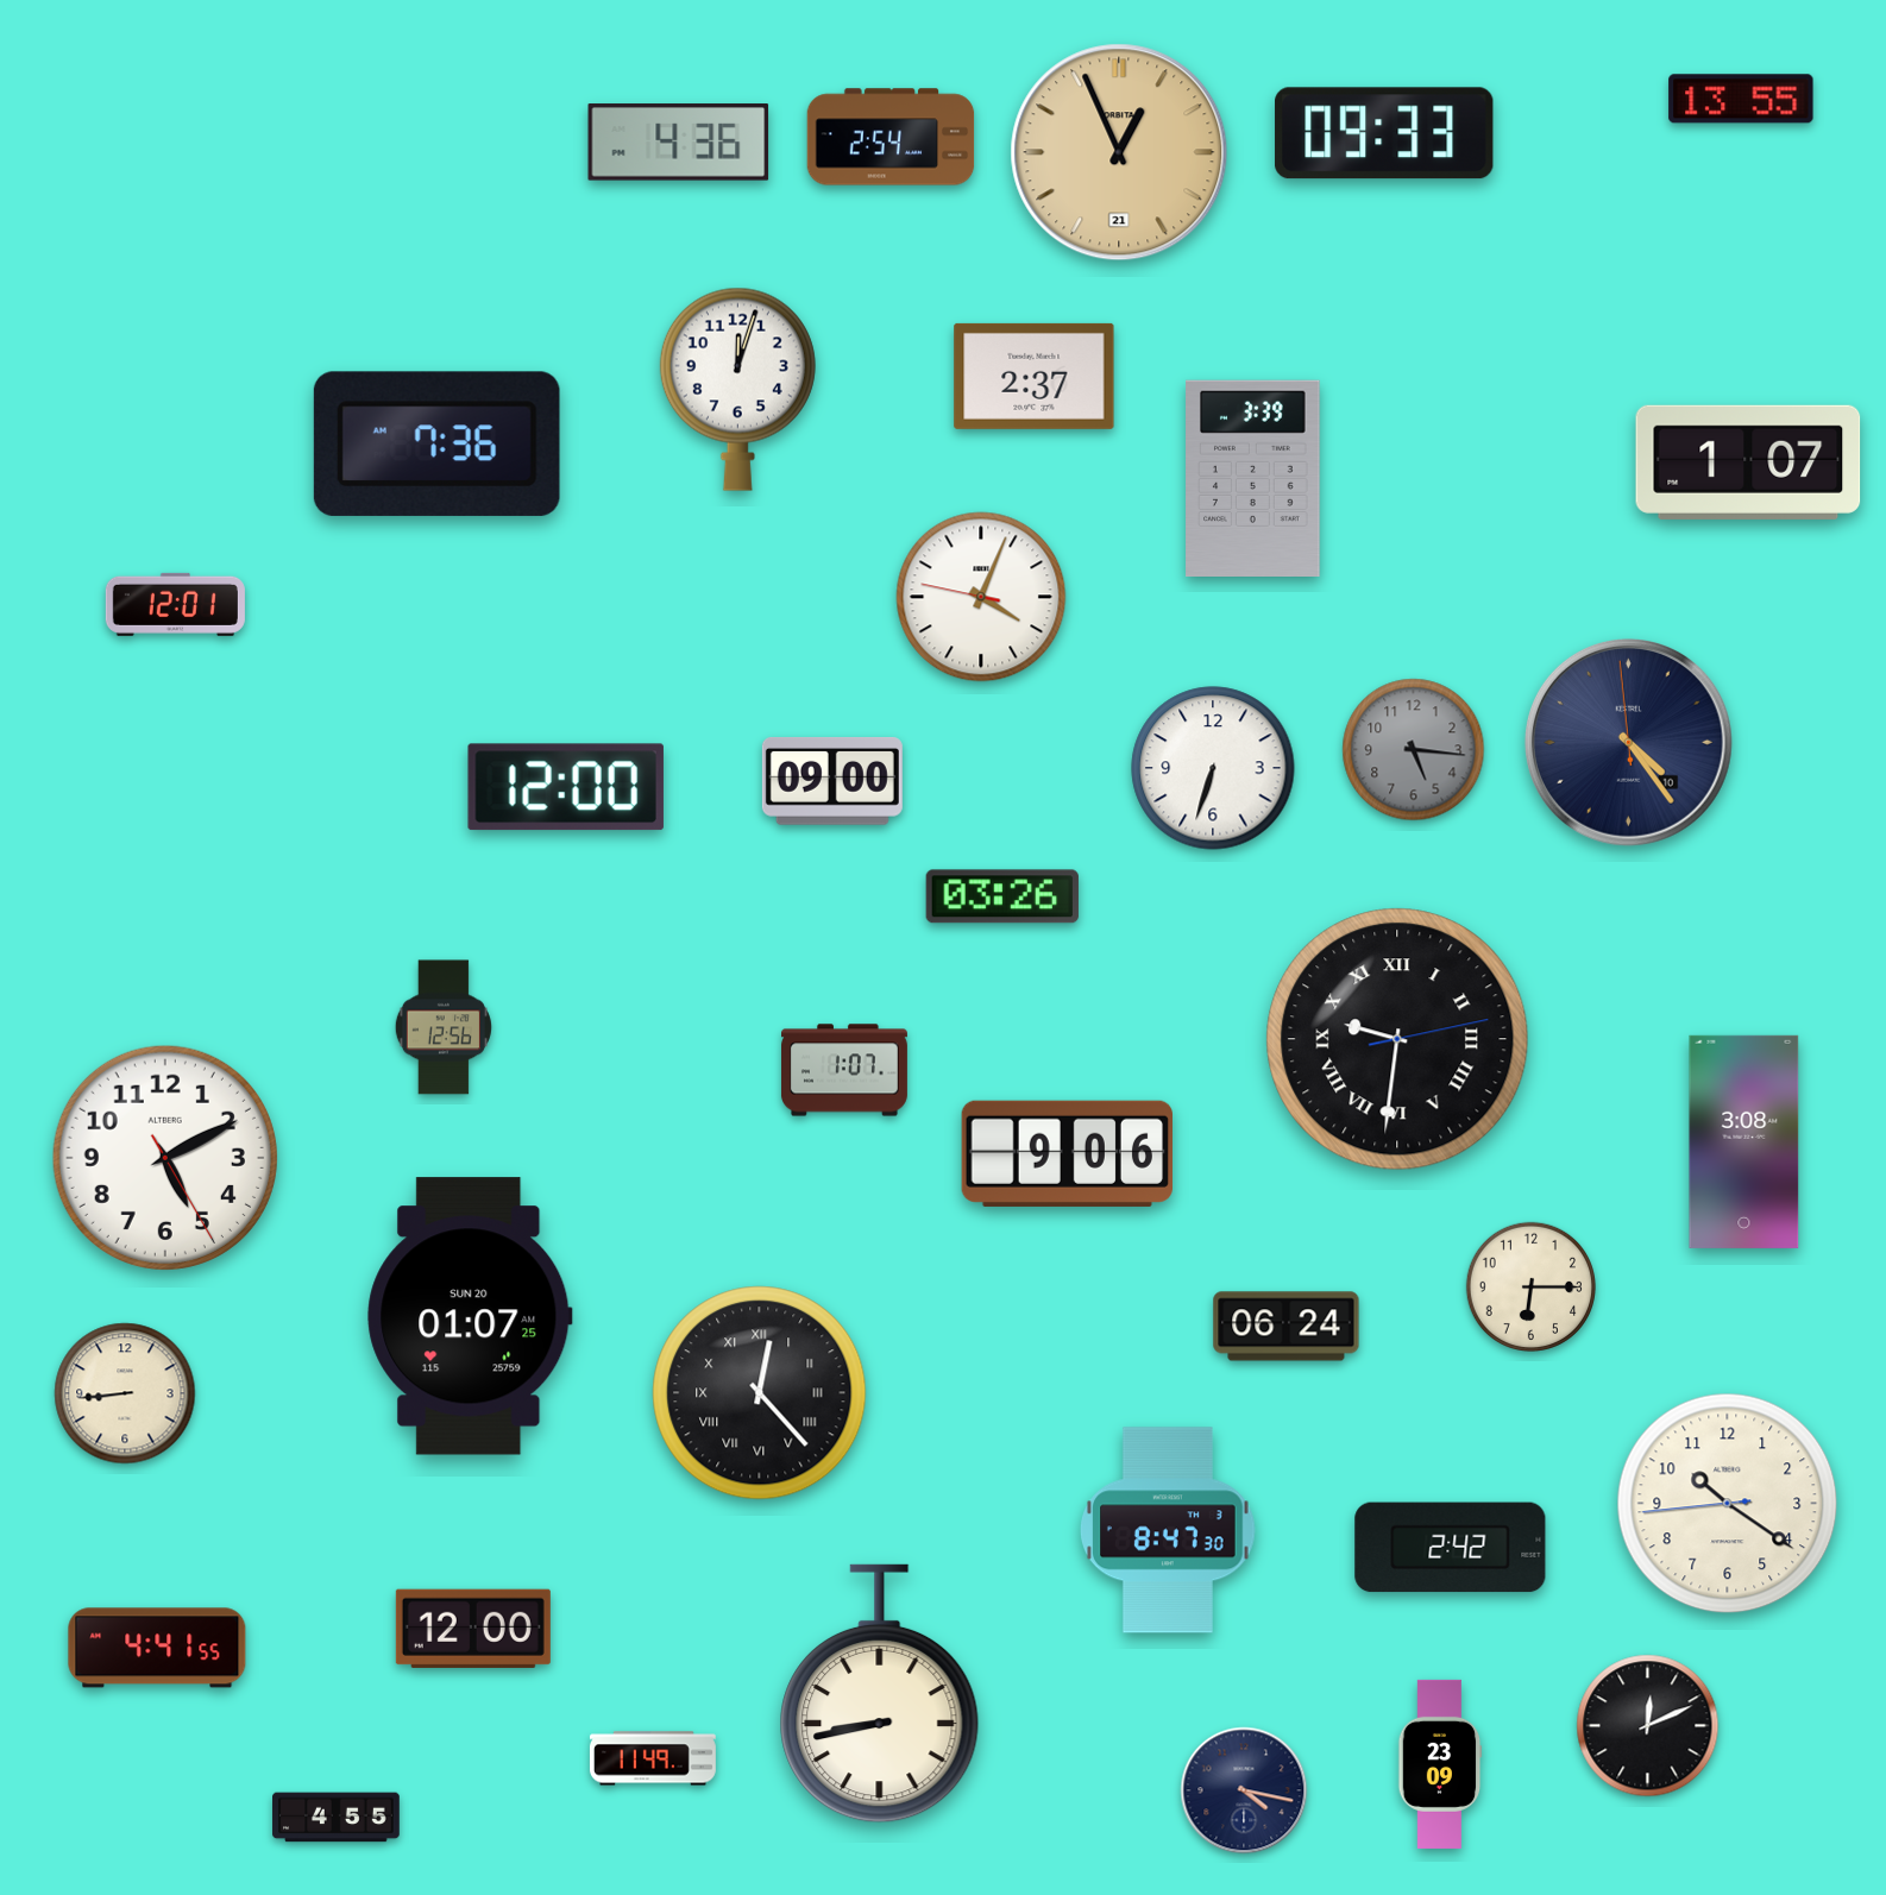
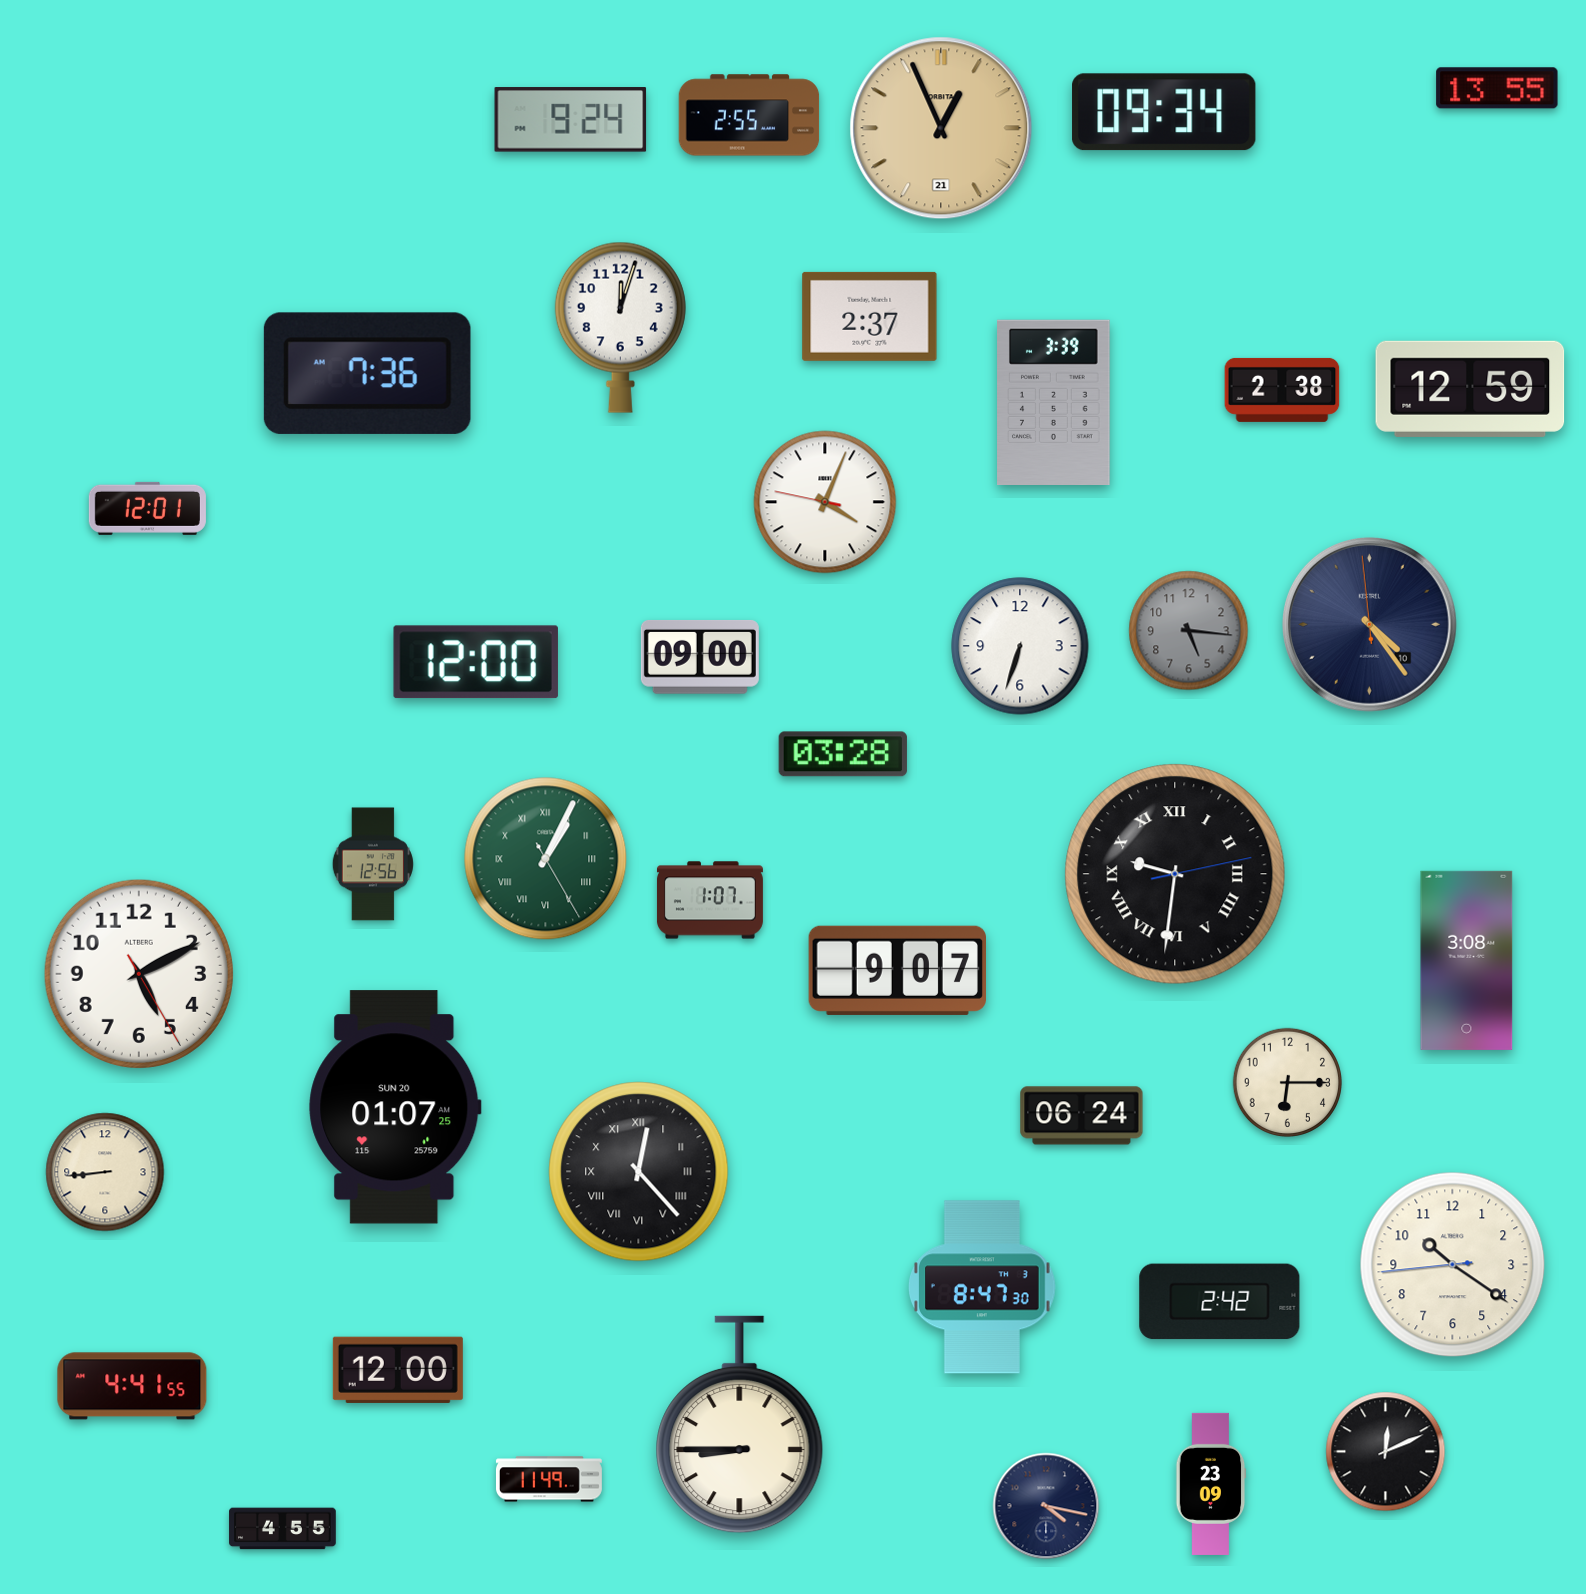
clock at (1741, 99) position: (1741, 99) -> (1497, 88)
clock at (1384, 133): 09:33 -> 09:34
clock at (891, 137): 2:54 -> 2:55
clock at (679, 143): 4:36 -> 9:24
clock at (1748, 462): 1:07 -> 12:59
clock at (1282, 390): none -> 2:38
clock at (1002, 896): 03:26 -> 03:28
clock at (546, 859): none -> 1:04
clock at (1067, 1153): 9:06 -> 9:07
clock at (880, 1694): 8:43 -> 8:45
